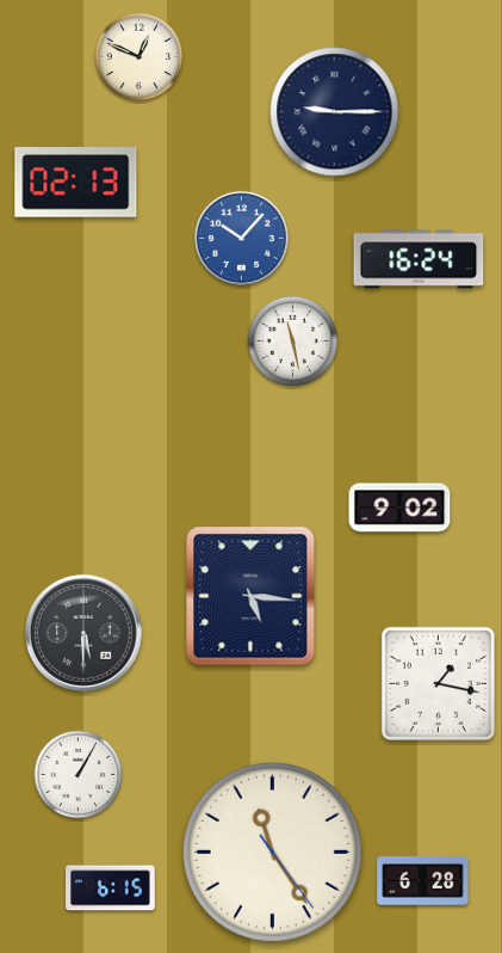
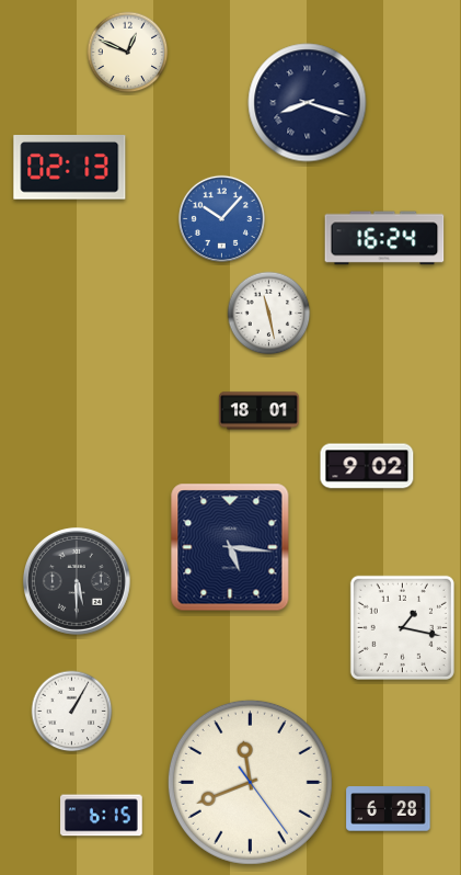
clock at (335, 112): 9:15 -> 8:18
clock at (258, 411): none -> 18:01
clock at (272, 851): 11:24 -> 11:41
